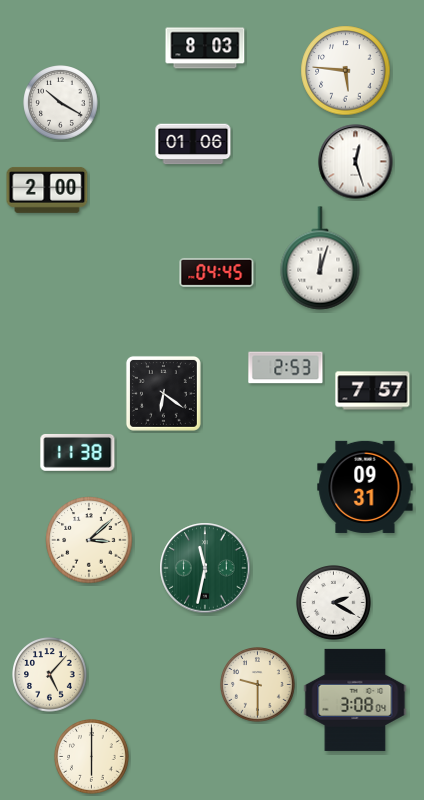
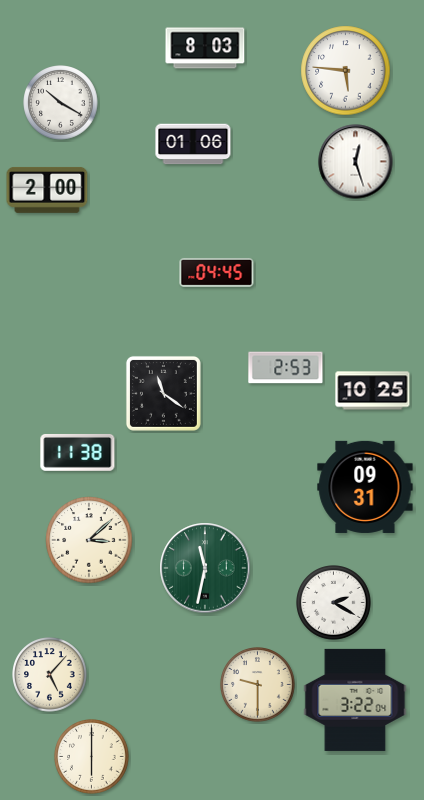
clock at (320, 258): 12:03 -> none
clock at (373, 391): 7:57 -> 10:25
clock at (163, 393): 6:21 -> 11:21
clock at (355, 700): 3:08 -> 3:22
